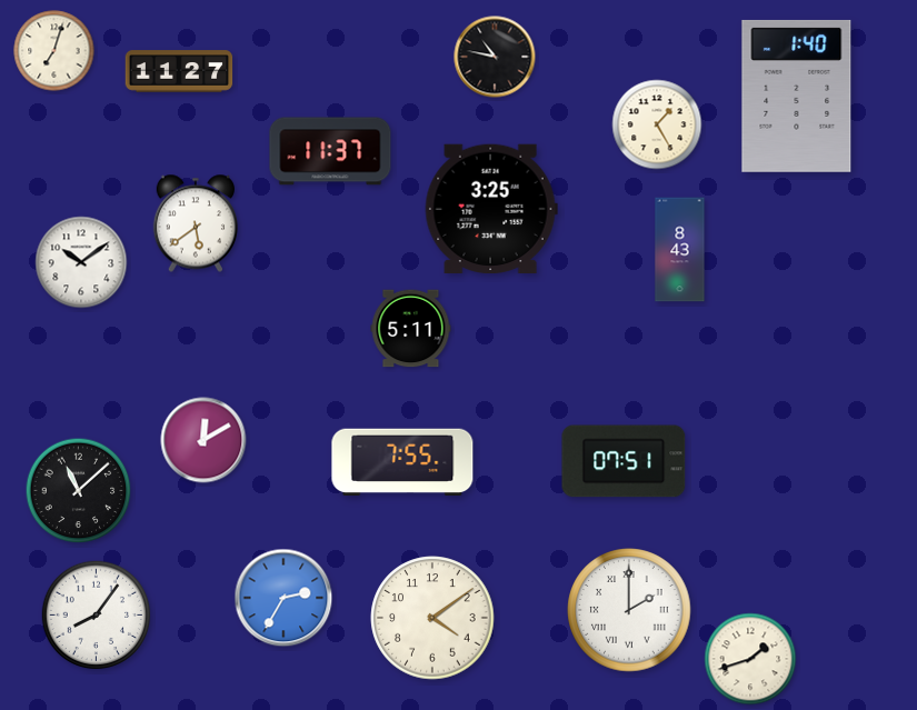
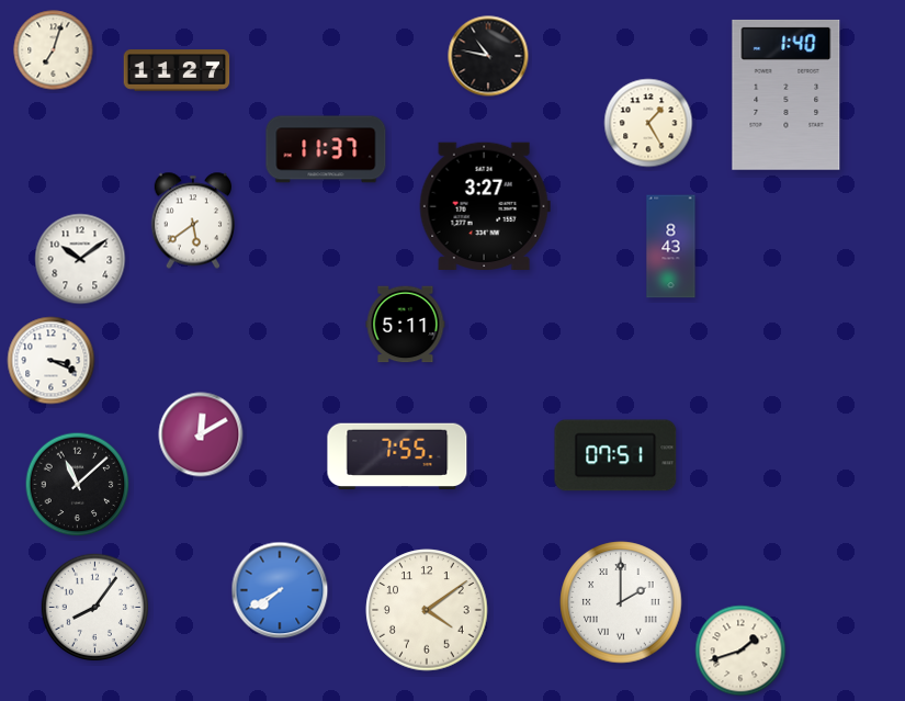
clock at (491, 208): 3:25 -> 3:27
clock at (52, 361): none -> 3:19
clock at (283, 598): 2:35 -> 7:40
